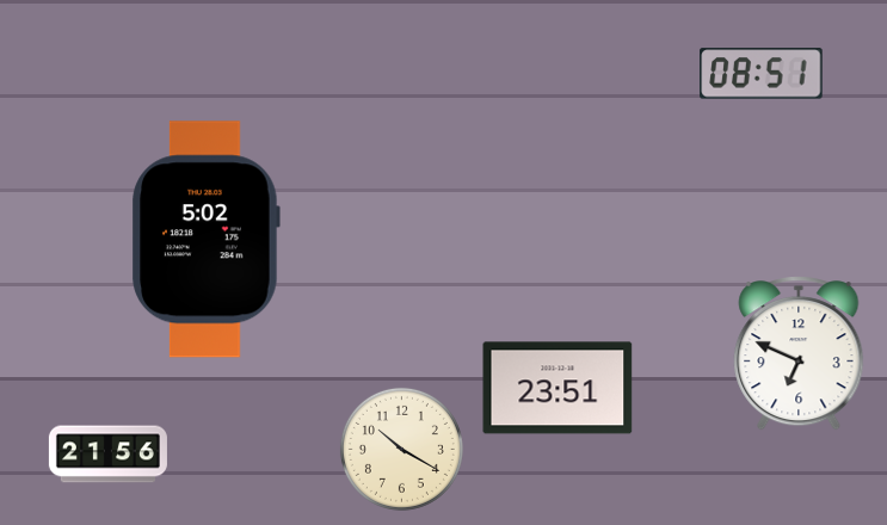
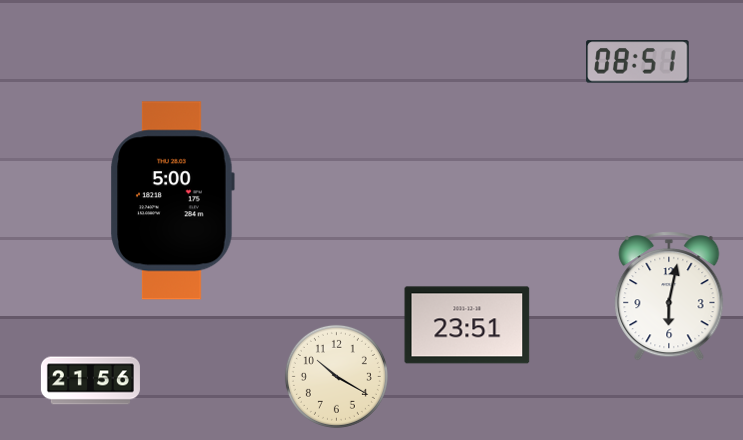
clock at (205, 240): 5:02 -> 5:00
clock at (799, 353): 6:49 -> 6:02
